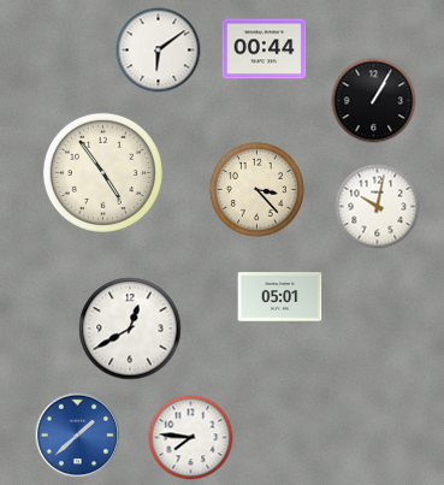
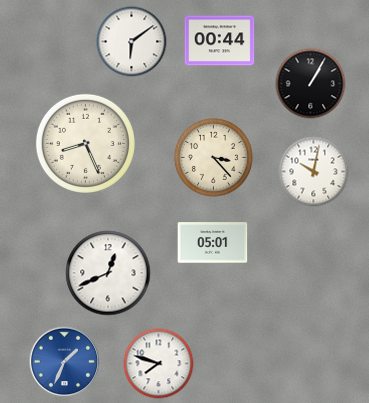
clock at (102, 172): 4:54 -> 8:26
clock at (280, 297) position: (280, 297) -> (213, 243)
clock at (130, 329): 12:40 -> 12:41
clock at (78, 436): 1:38 -> 1:34
clock at (191, 438): 7:46 -> 7:48
